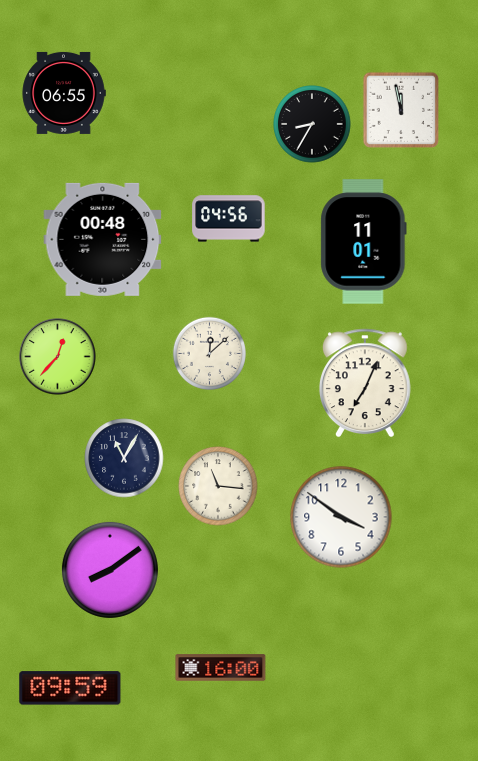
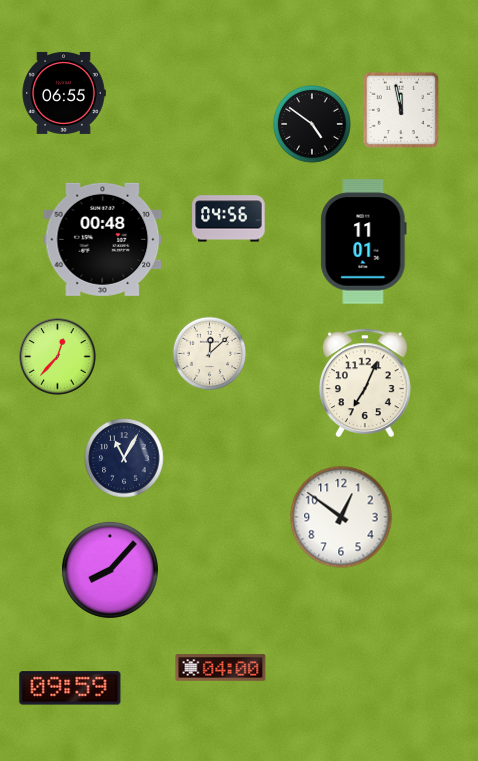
clock at (312, 124): 8:35 -> 4:51
clock at (218, 486): 11:16 -> none
clock at (341, 517): 3:51 -> 12:51
clock at (110, 570): 8:09 -> 8:07
clock at (221, 668): 16:00 -> 04:00
